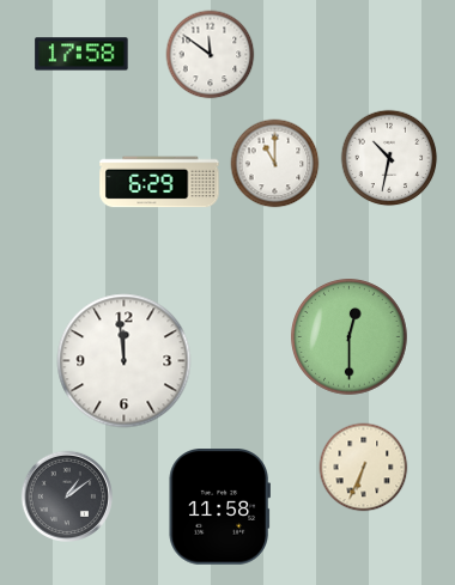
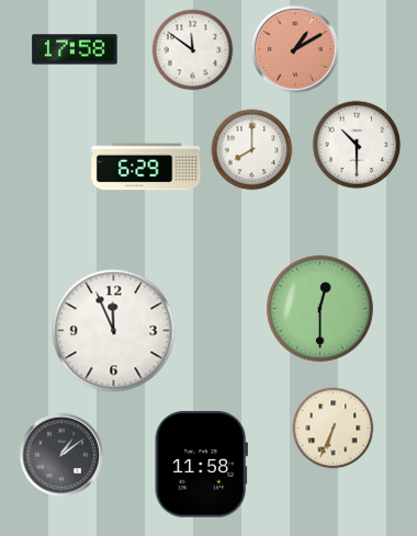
clock at (295, 49): none -> 1:10
clock at (389, 158): 10:32 -> 10:30
clock at (275, 164): 11:00 -> 8:00
clock at (125, 361): 11:59 -> 11:56
